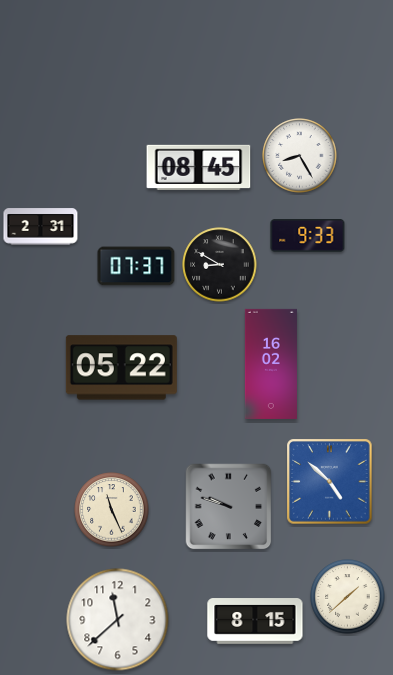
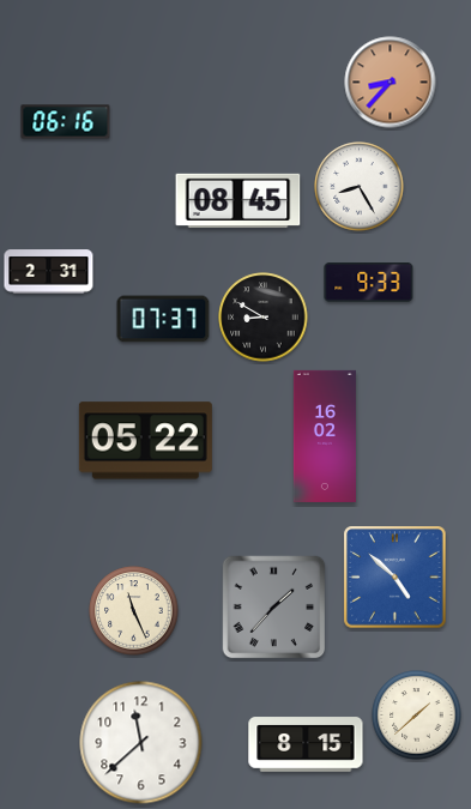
clock at (391, 83): none -> 8:37
clock at (66, 122): none -> 06:16
clock at (229, 507): 9:48 -> 1:37
